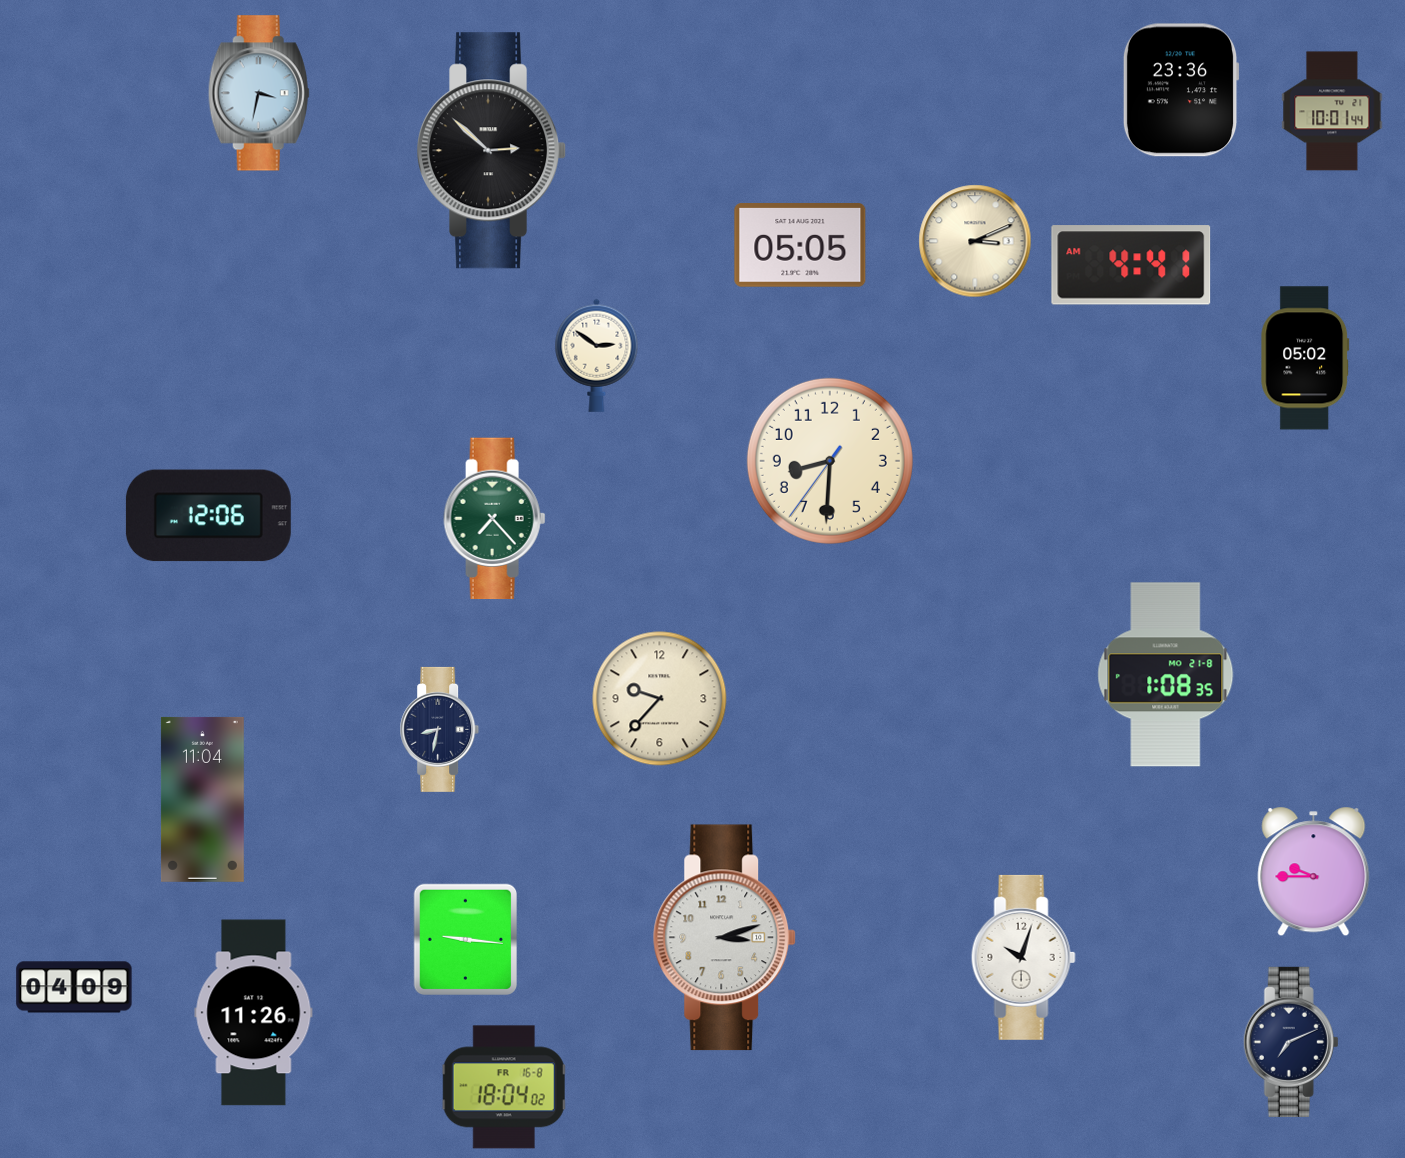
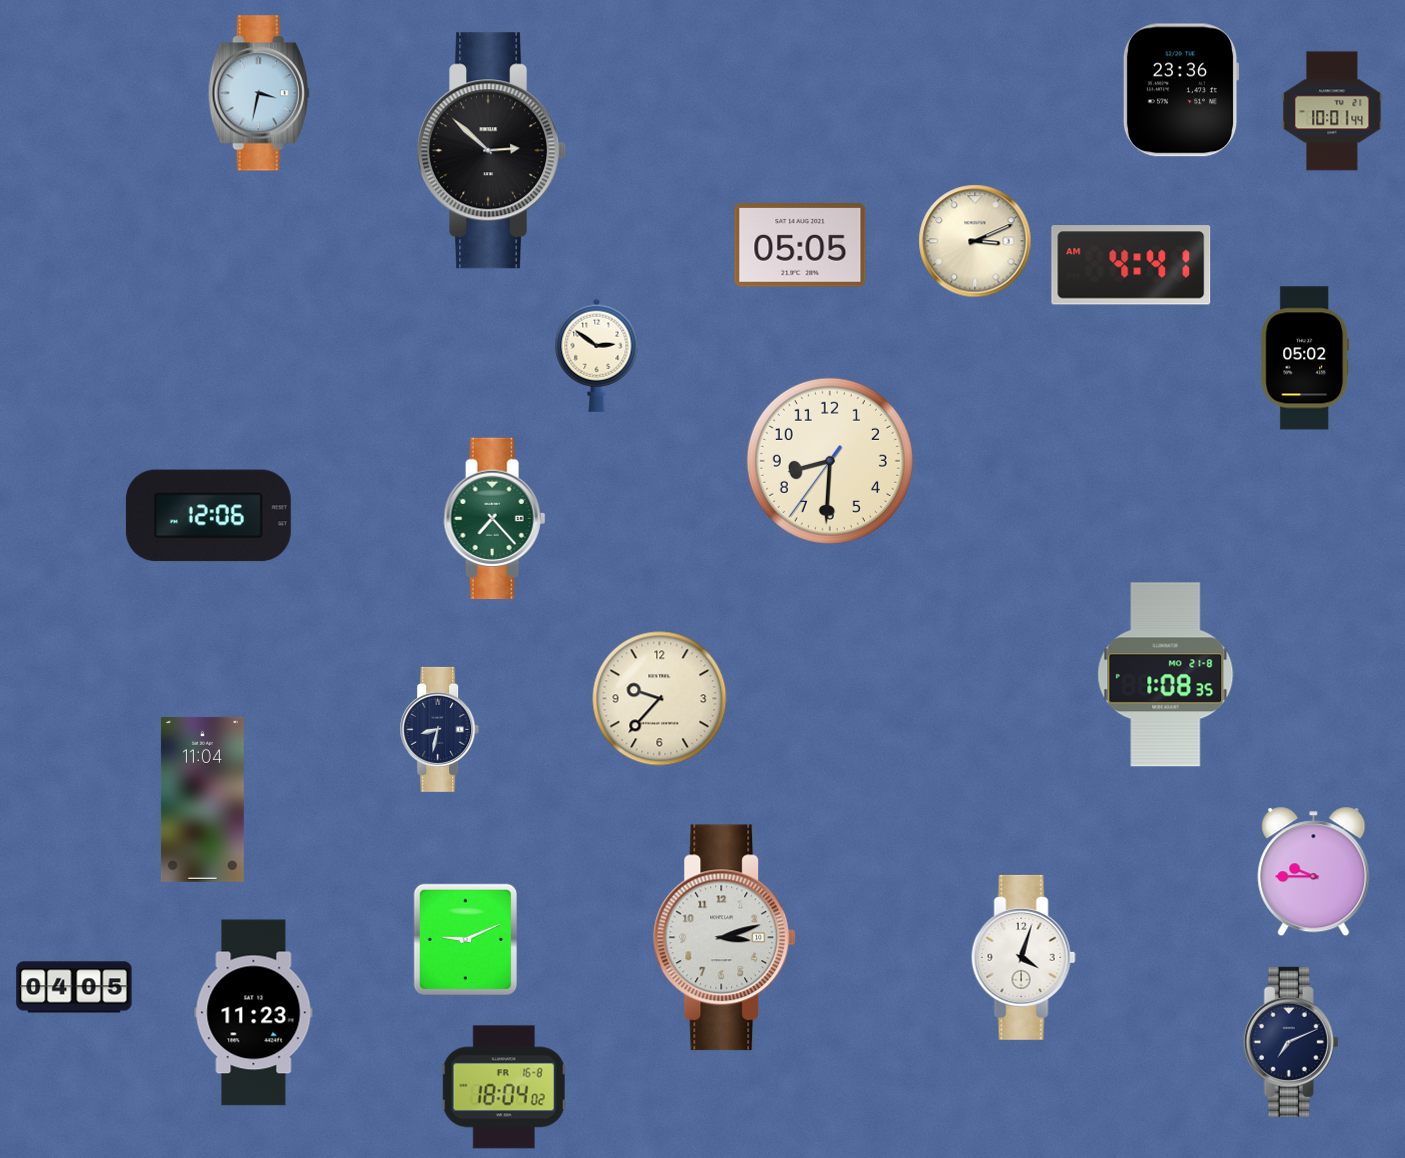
clock at (465, 940): 9:16 -> 9:11
clock at (1023, 957): 10:03 -> 4:03
clock at (74, 987): 04:09 -> 04:05
clock at (254, 1013): 11:26 -> 11:23
